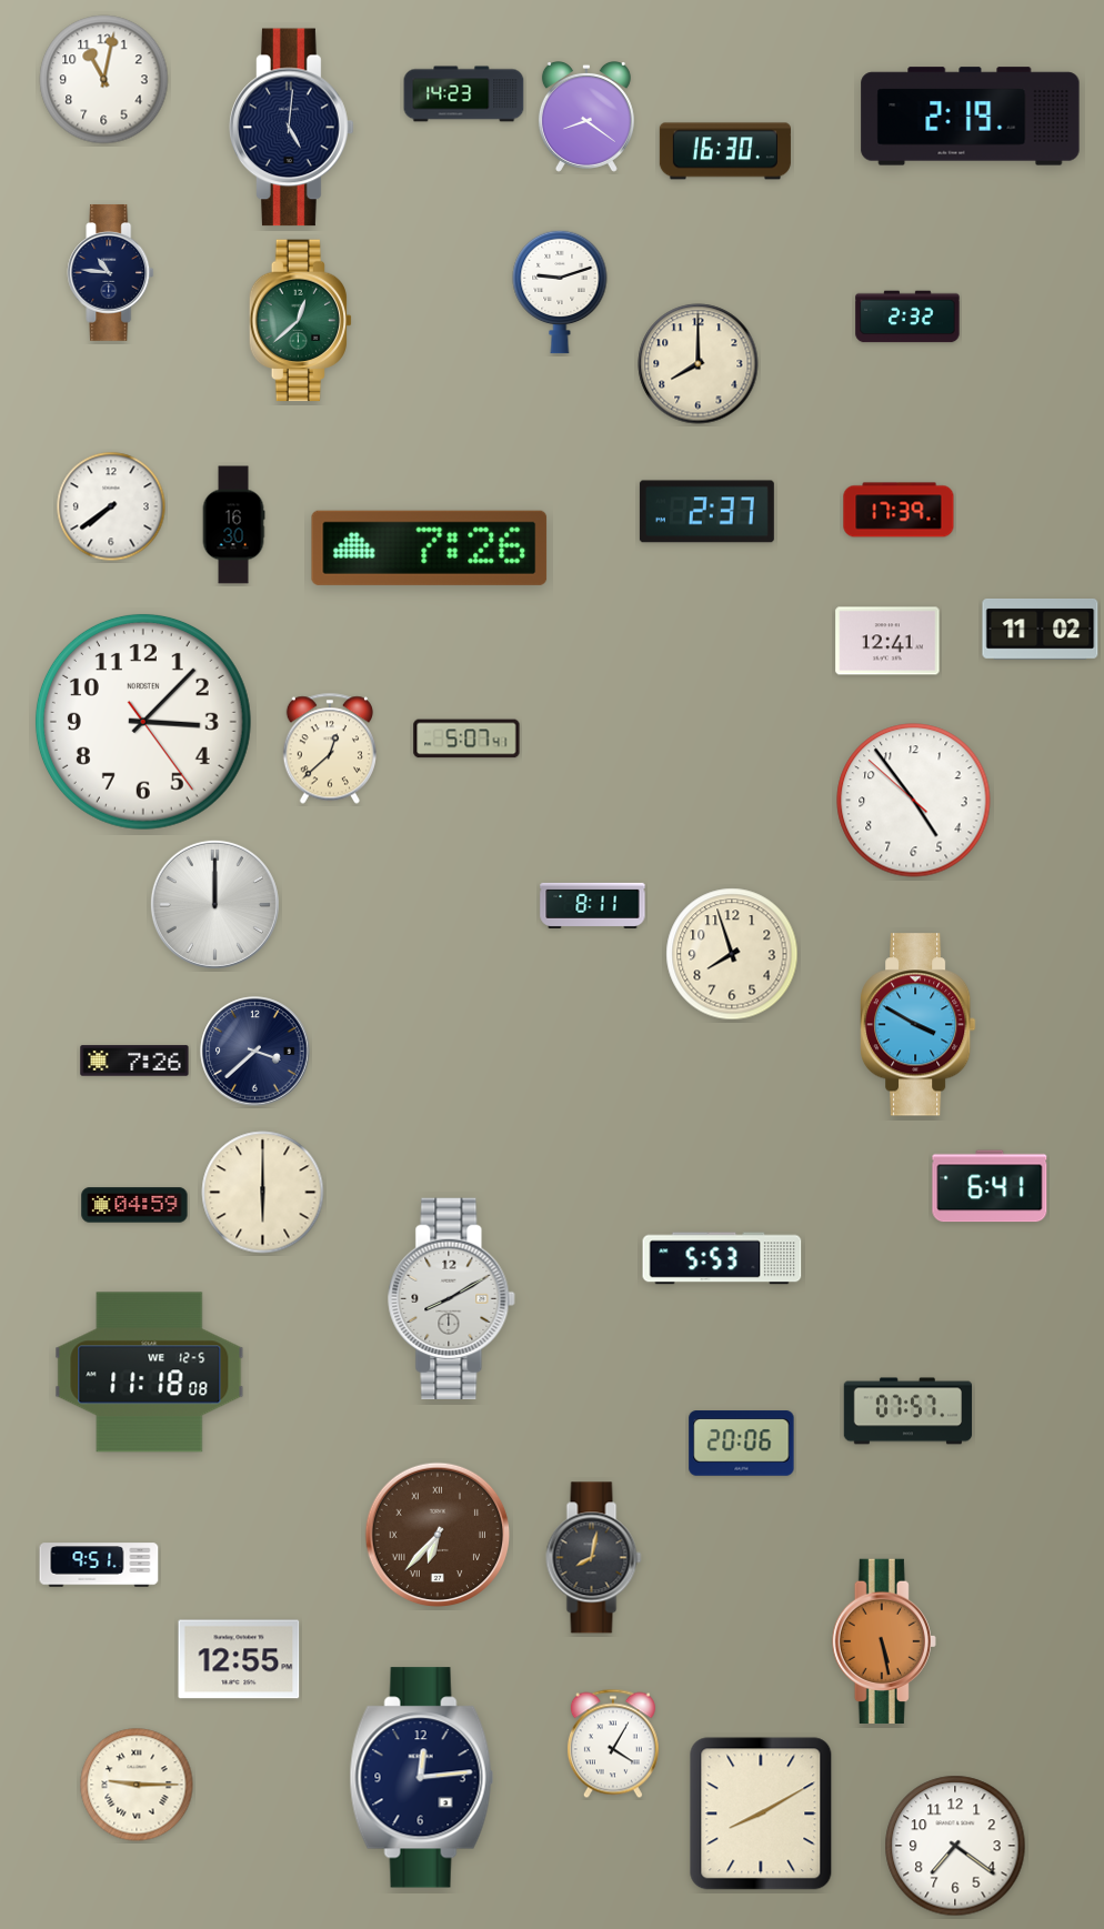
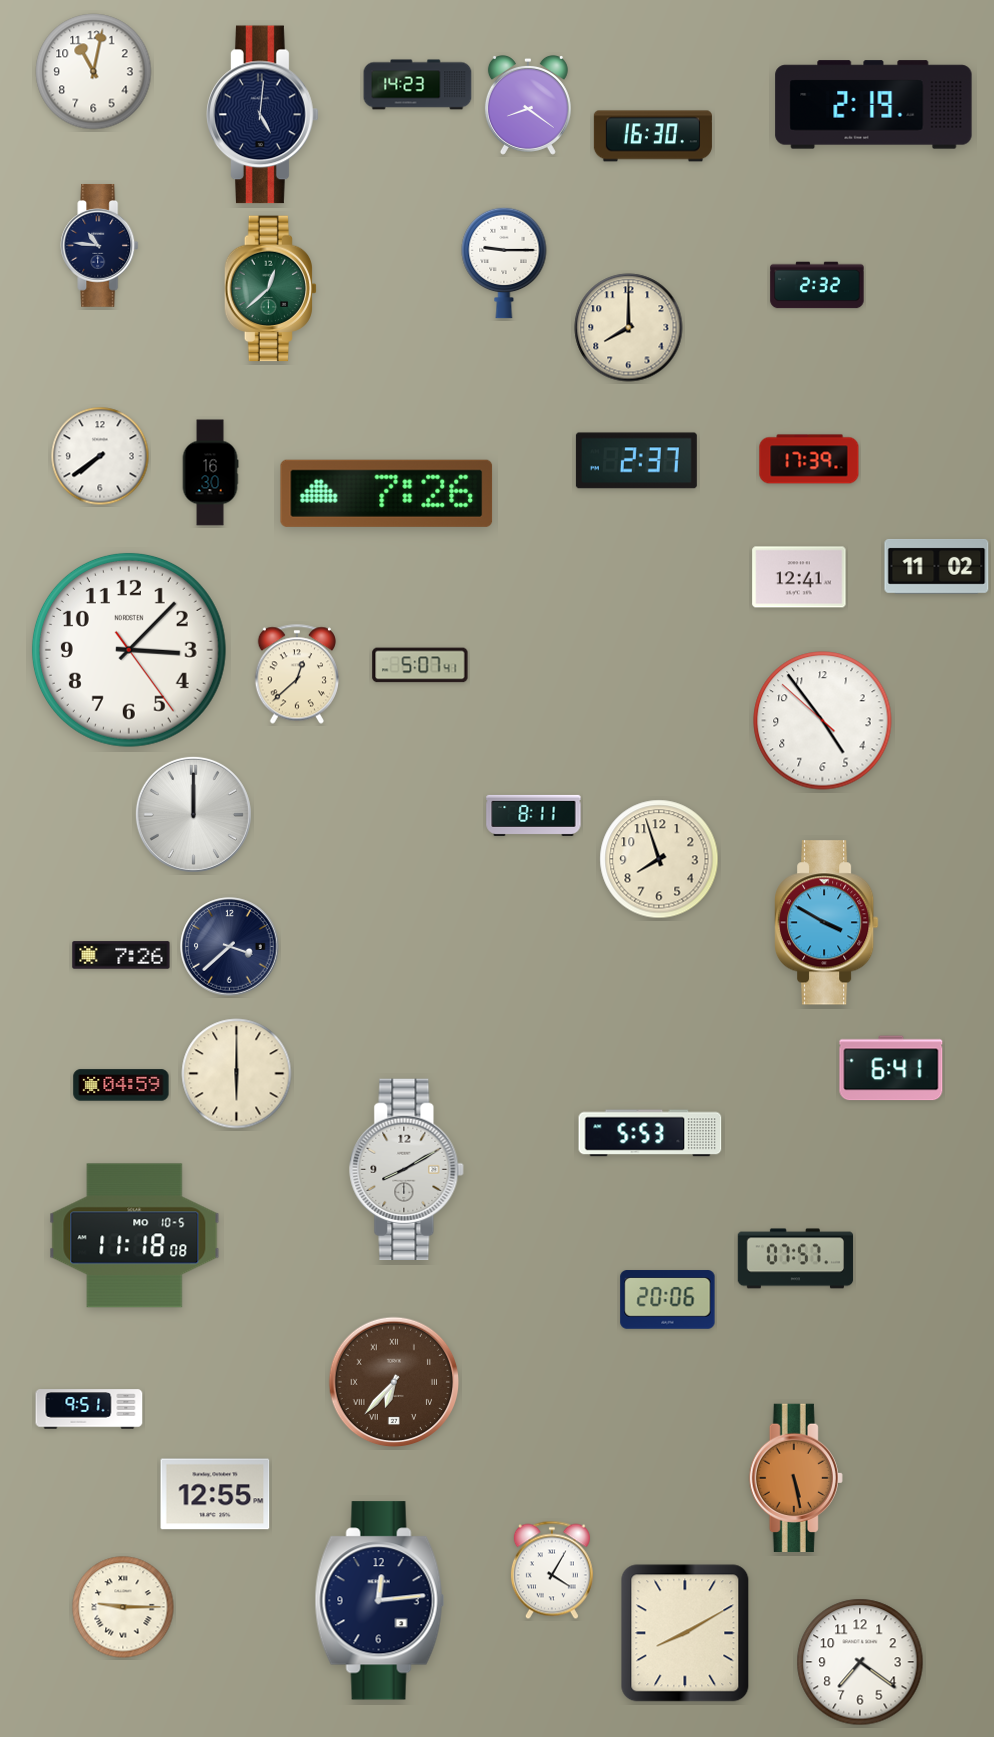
clock at (560, 292): 9:12 -> 9:15
clock at (150, 1373) date: WE 12-5 -> MO 10-5
clock at (909, 1411) position: (909, 1411) -> (796, 1259)
clock at (594, 1558): 8:02 -> none
